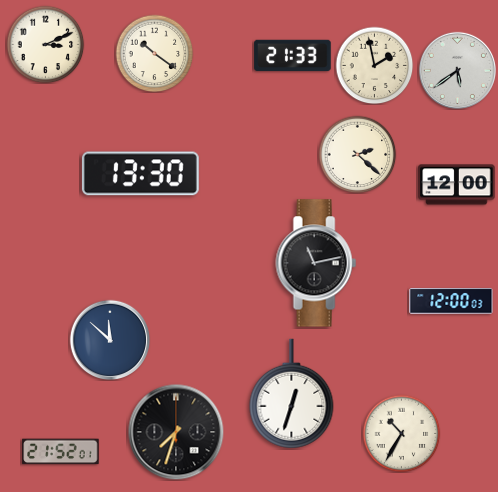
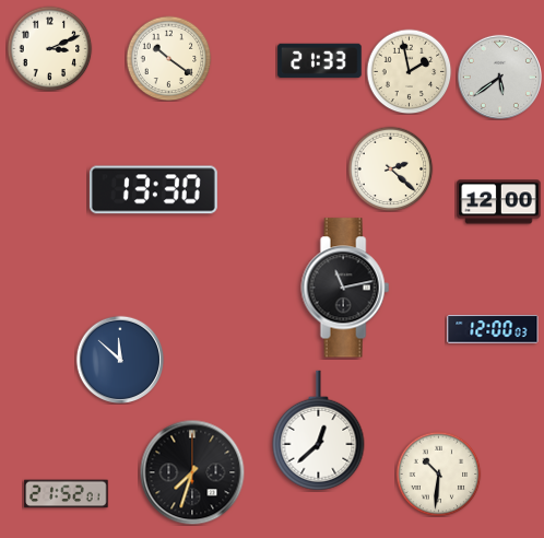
clock at (110, 340) position: (110, 340) -> (120, 360)
clock at (292, 394): 12:33 -> 12:38
clock at (401, 433): 10:35 -> 10:31
